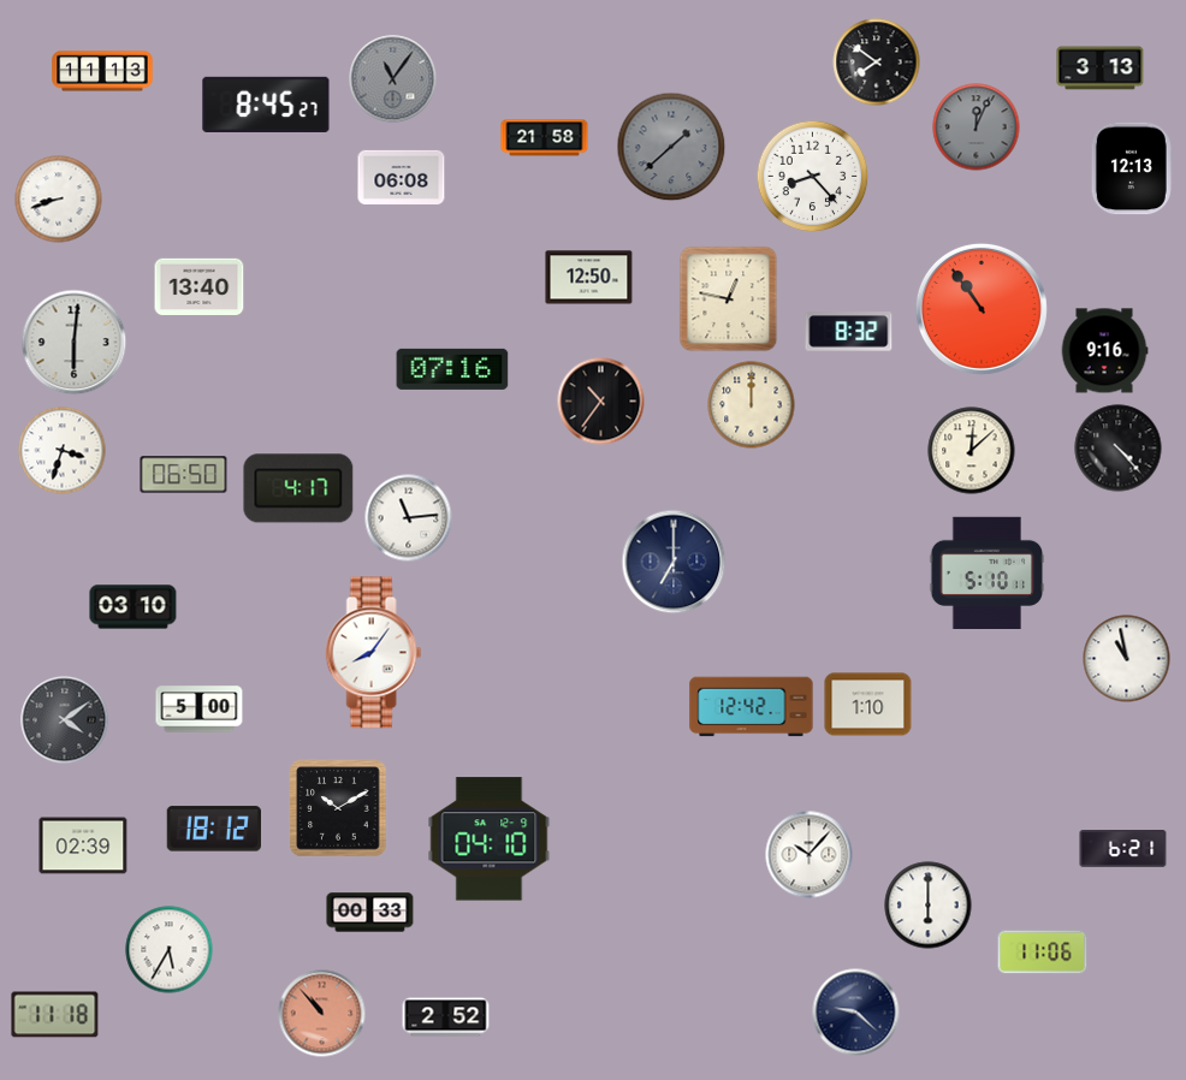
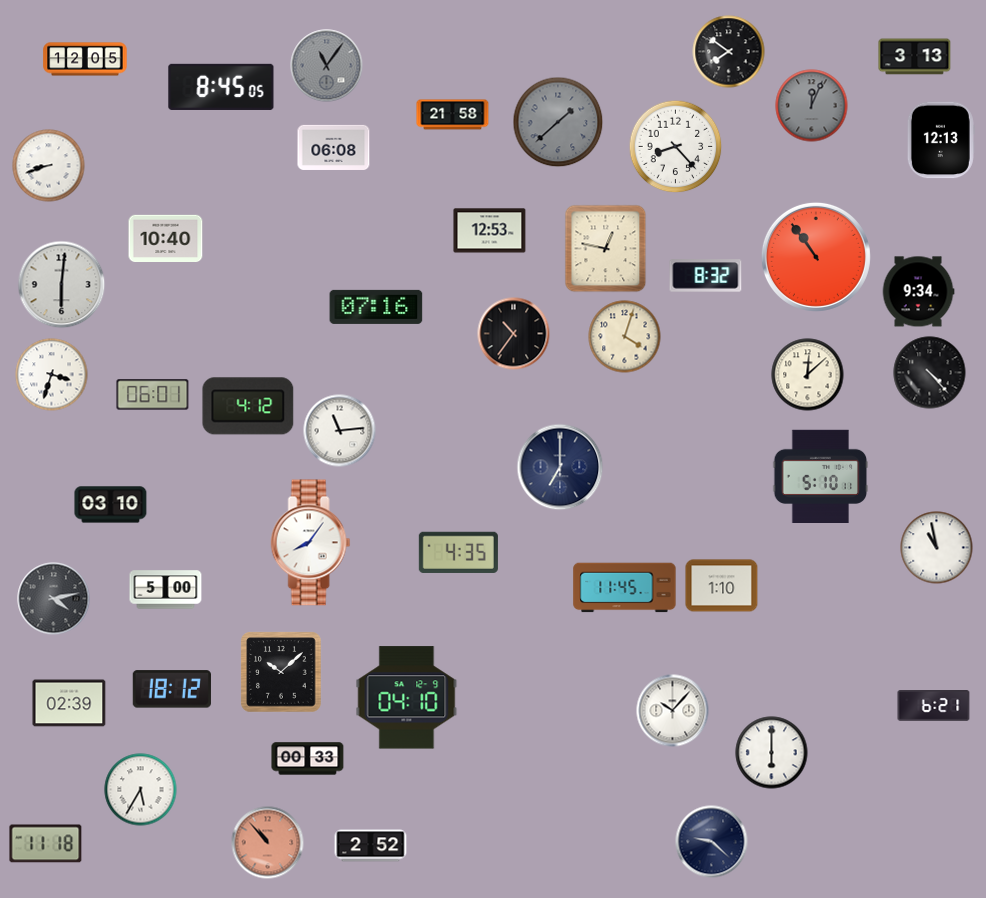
clock at (102, 71): 11:13 -> 12:05
clock at (266, 105): 8:45:27 -> 8:45:05
clock at (589, 278): 12:50 -> 12:53
clock at (200, 287): 13:40 -> 10:40
clock at (1104, 351): 9:16 -> 9:34
clock at (601, 402) position: (601, 402) -> (514, 334)
clock at (752, 405): 12:00 -> 4:03
clock at (184, 475): 06:50 -> 06:01
clock at (298, 488): 4:17 -> 4:12
clock at (458, 552): none -> 4:35
clock at (752, 707): 12:42 -> 11:45
clock at (65, 720): 4:09 -> 4:13
clock at (338, 808): 10:10 -> 10:08
clock at (214, 829) position: (214, 829) -> (172, 689)
clock at (1043, 953): 11:06 -> none
